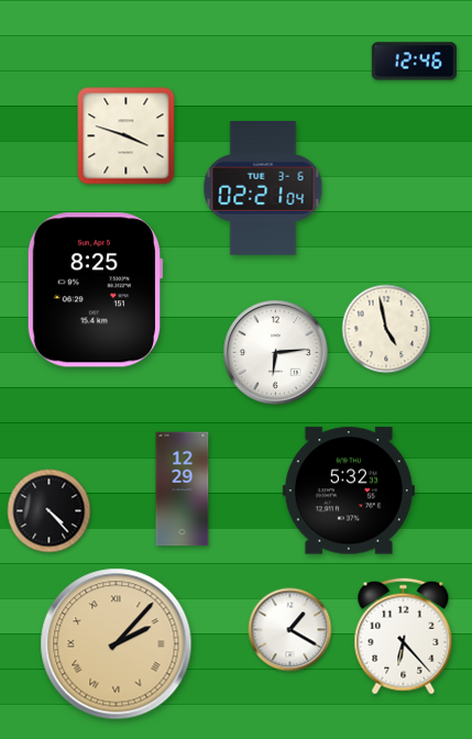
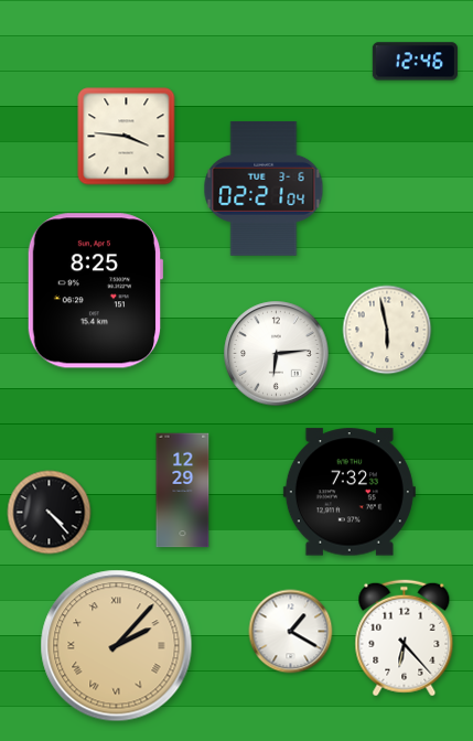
clock at (127, 136): 3:48 -> 3:46
clock at (386, 329): 4:58 -> 5:58
clock at (349, 490): 5:32 -> 7:32
